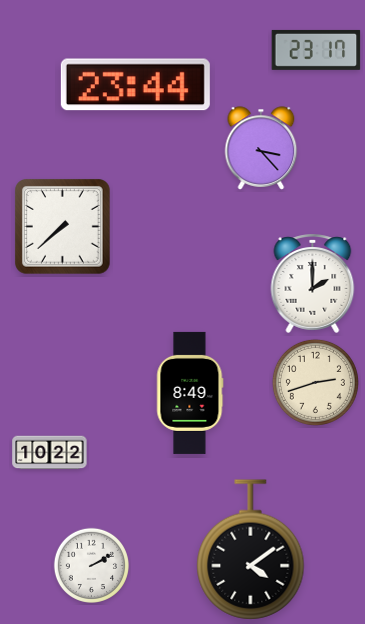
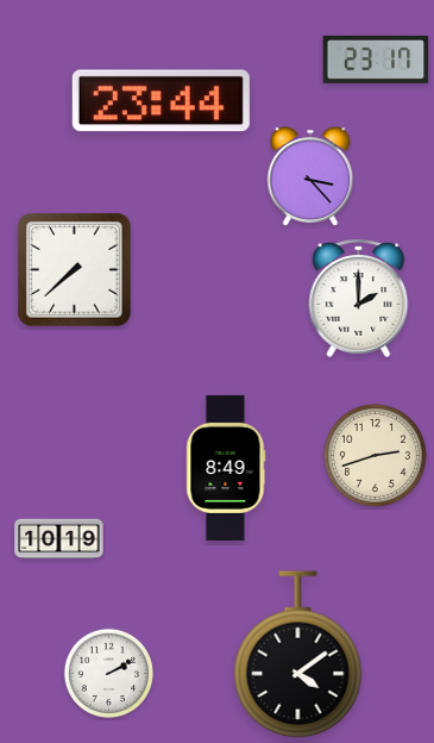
clock at (313, 283) position: (313, 283) -> (359, 298)
clock at (50, 453): 10:22 -> 10:19
